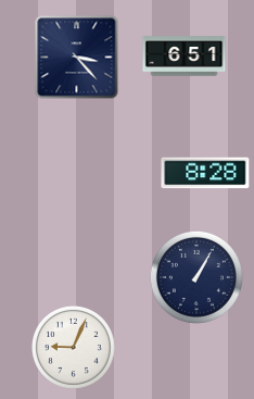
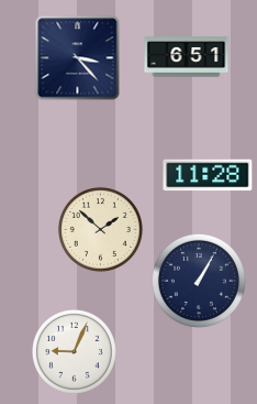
clock at (205, 173): 8:28 -> 11:28
clock at (100, 229): none -> 1:52
